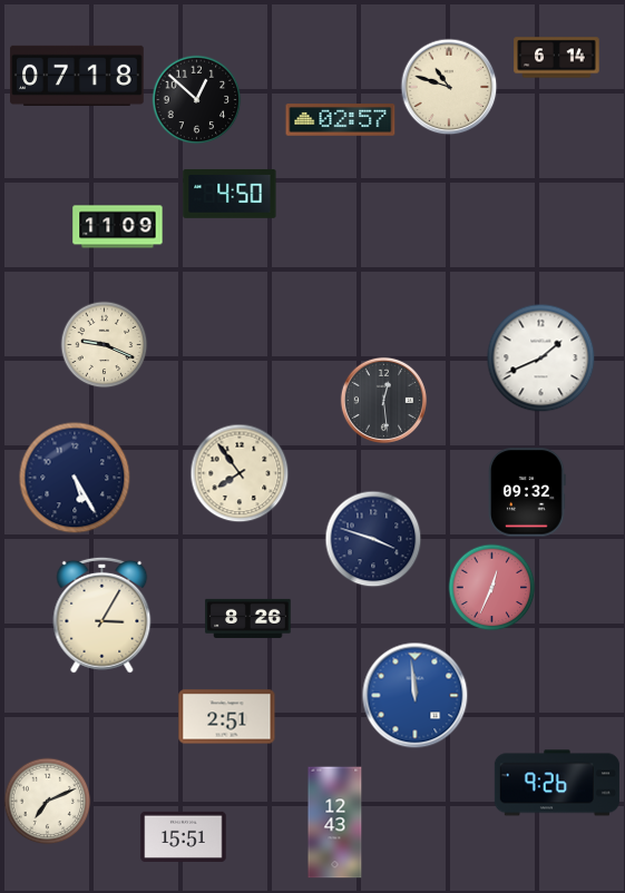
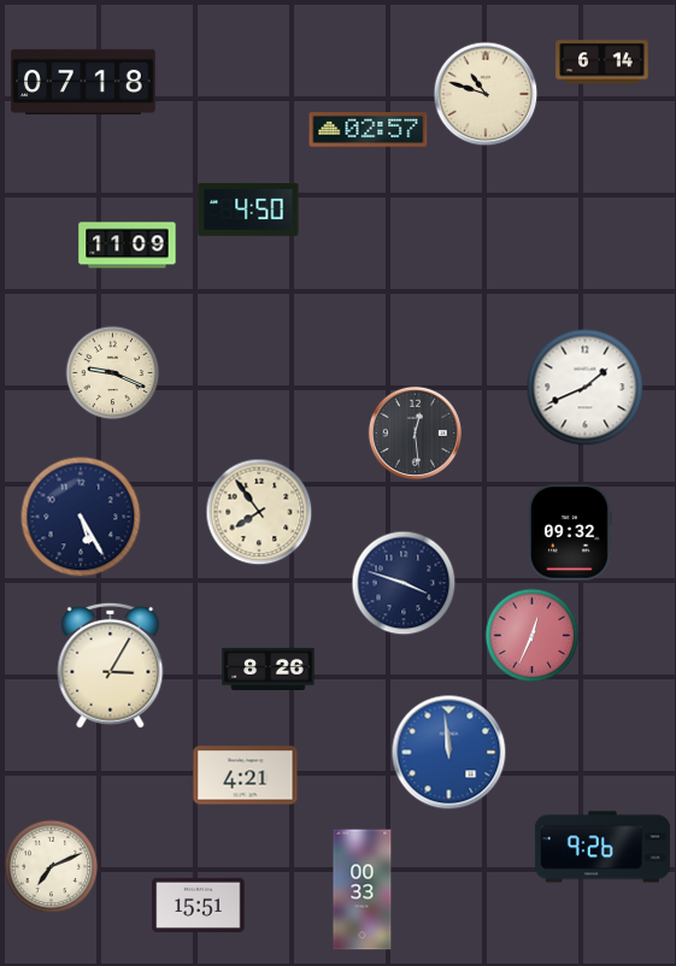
clock at (196, 99): 12:52 -> none
clock at (227, 717): 2:51 -> 4:21
clock at (335, 823): 12:43 -> 00:33
